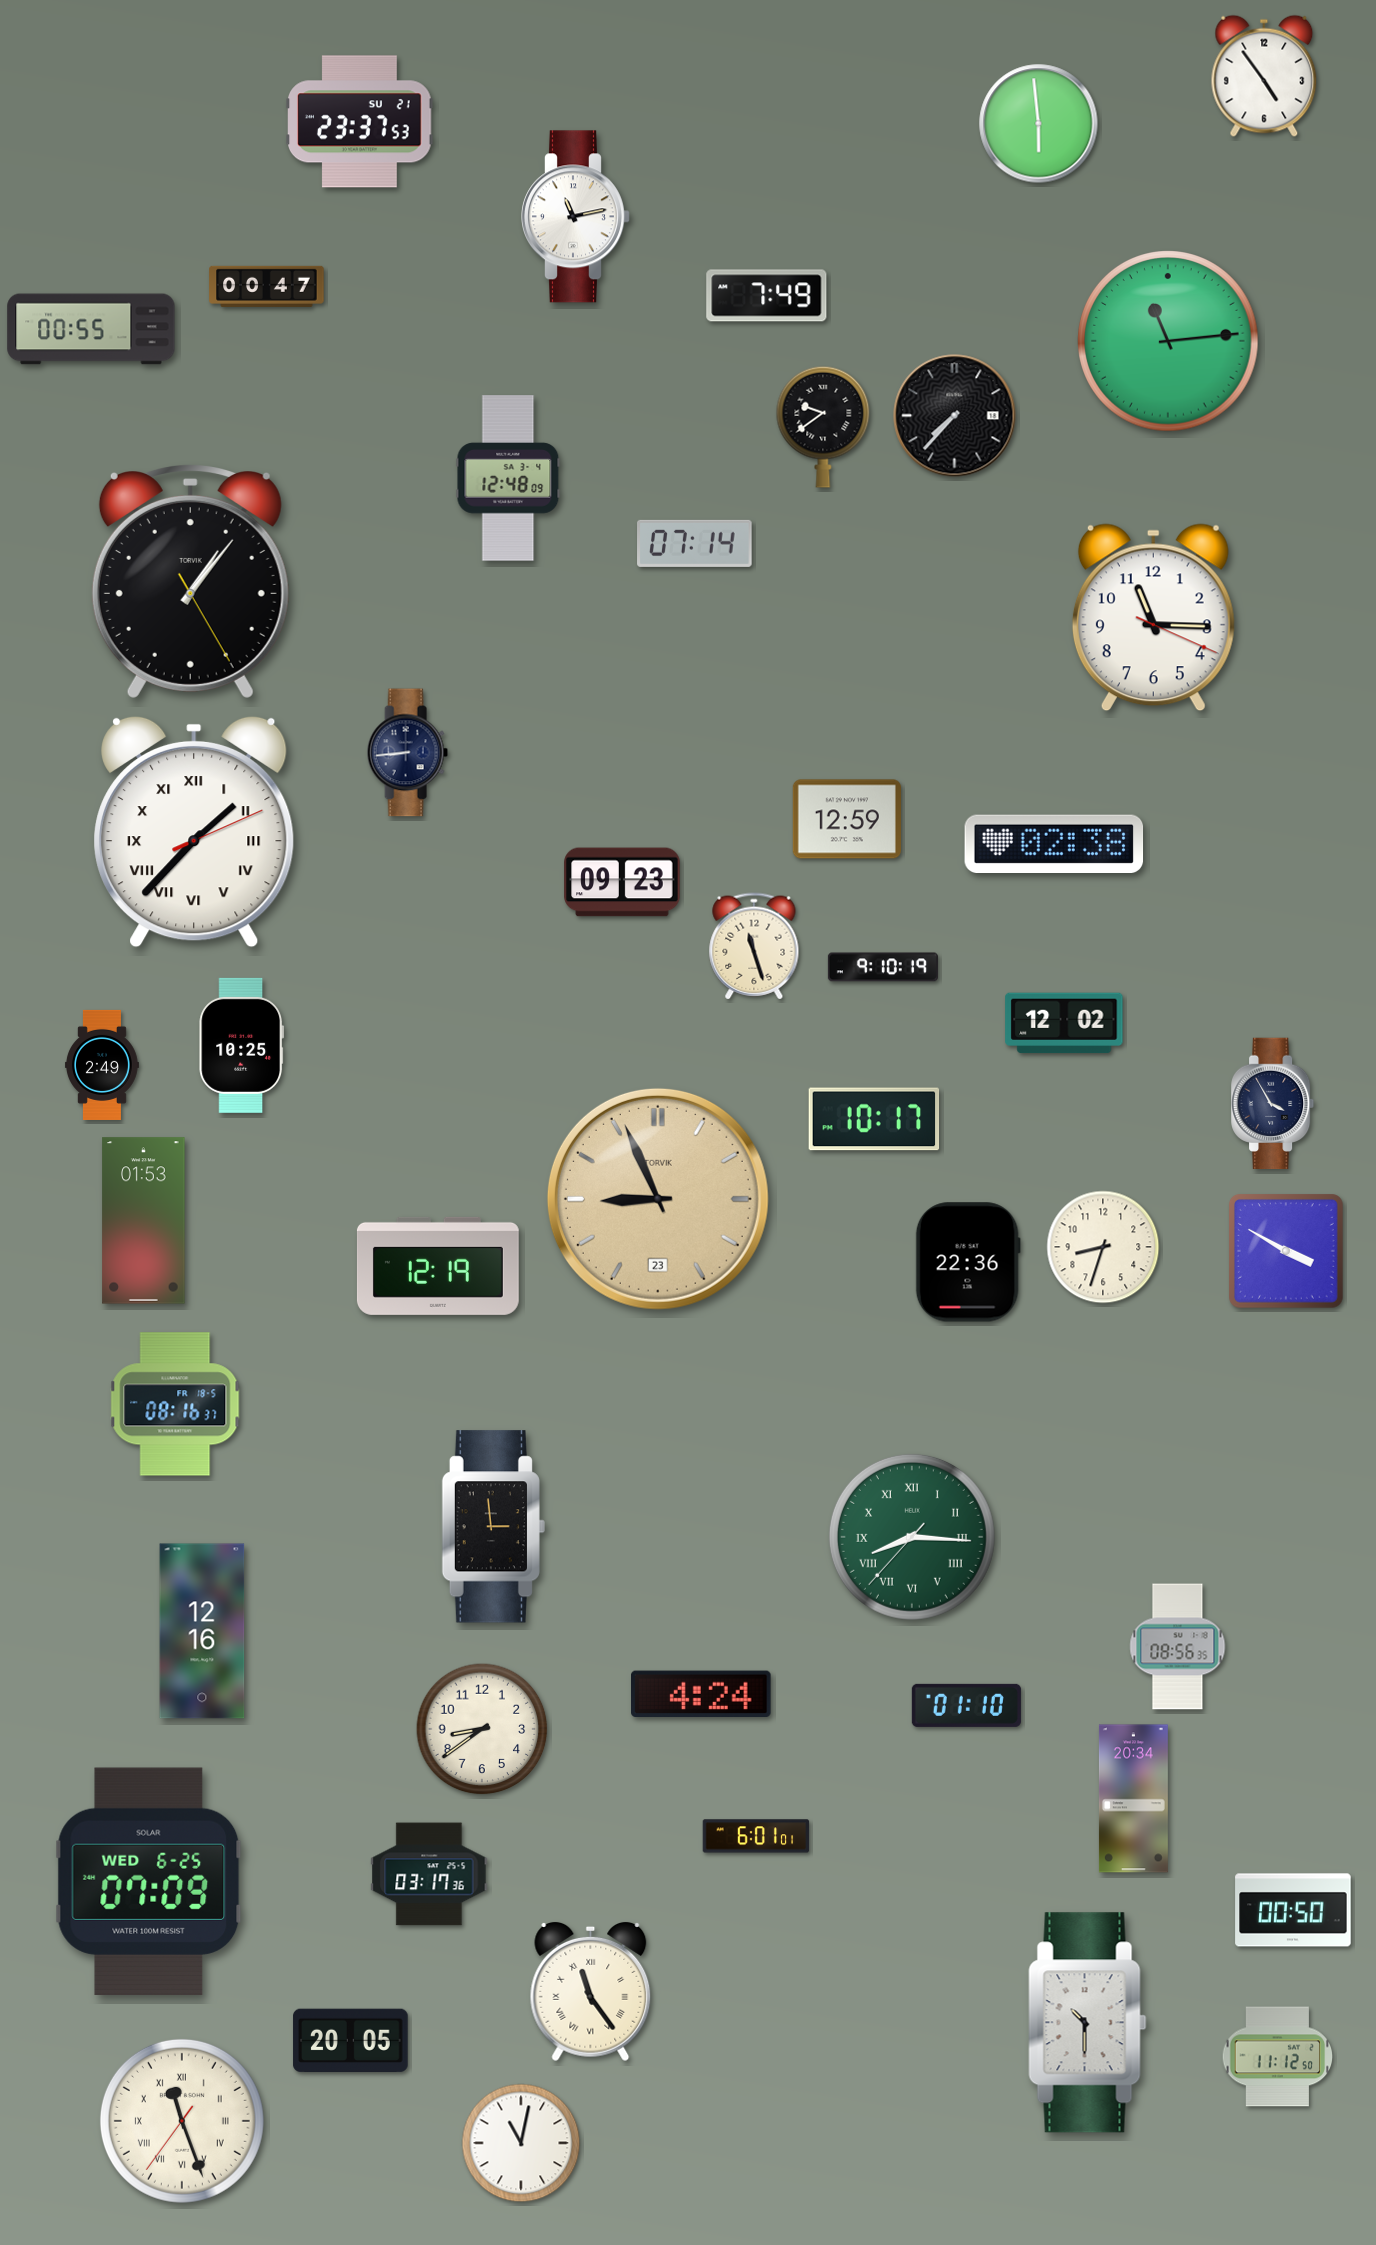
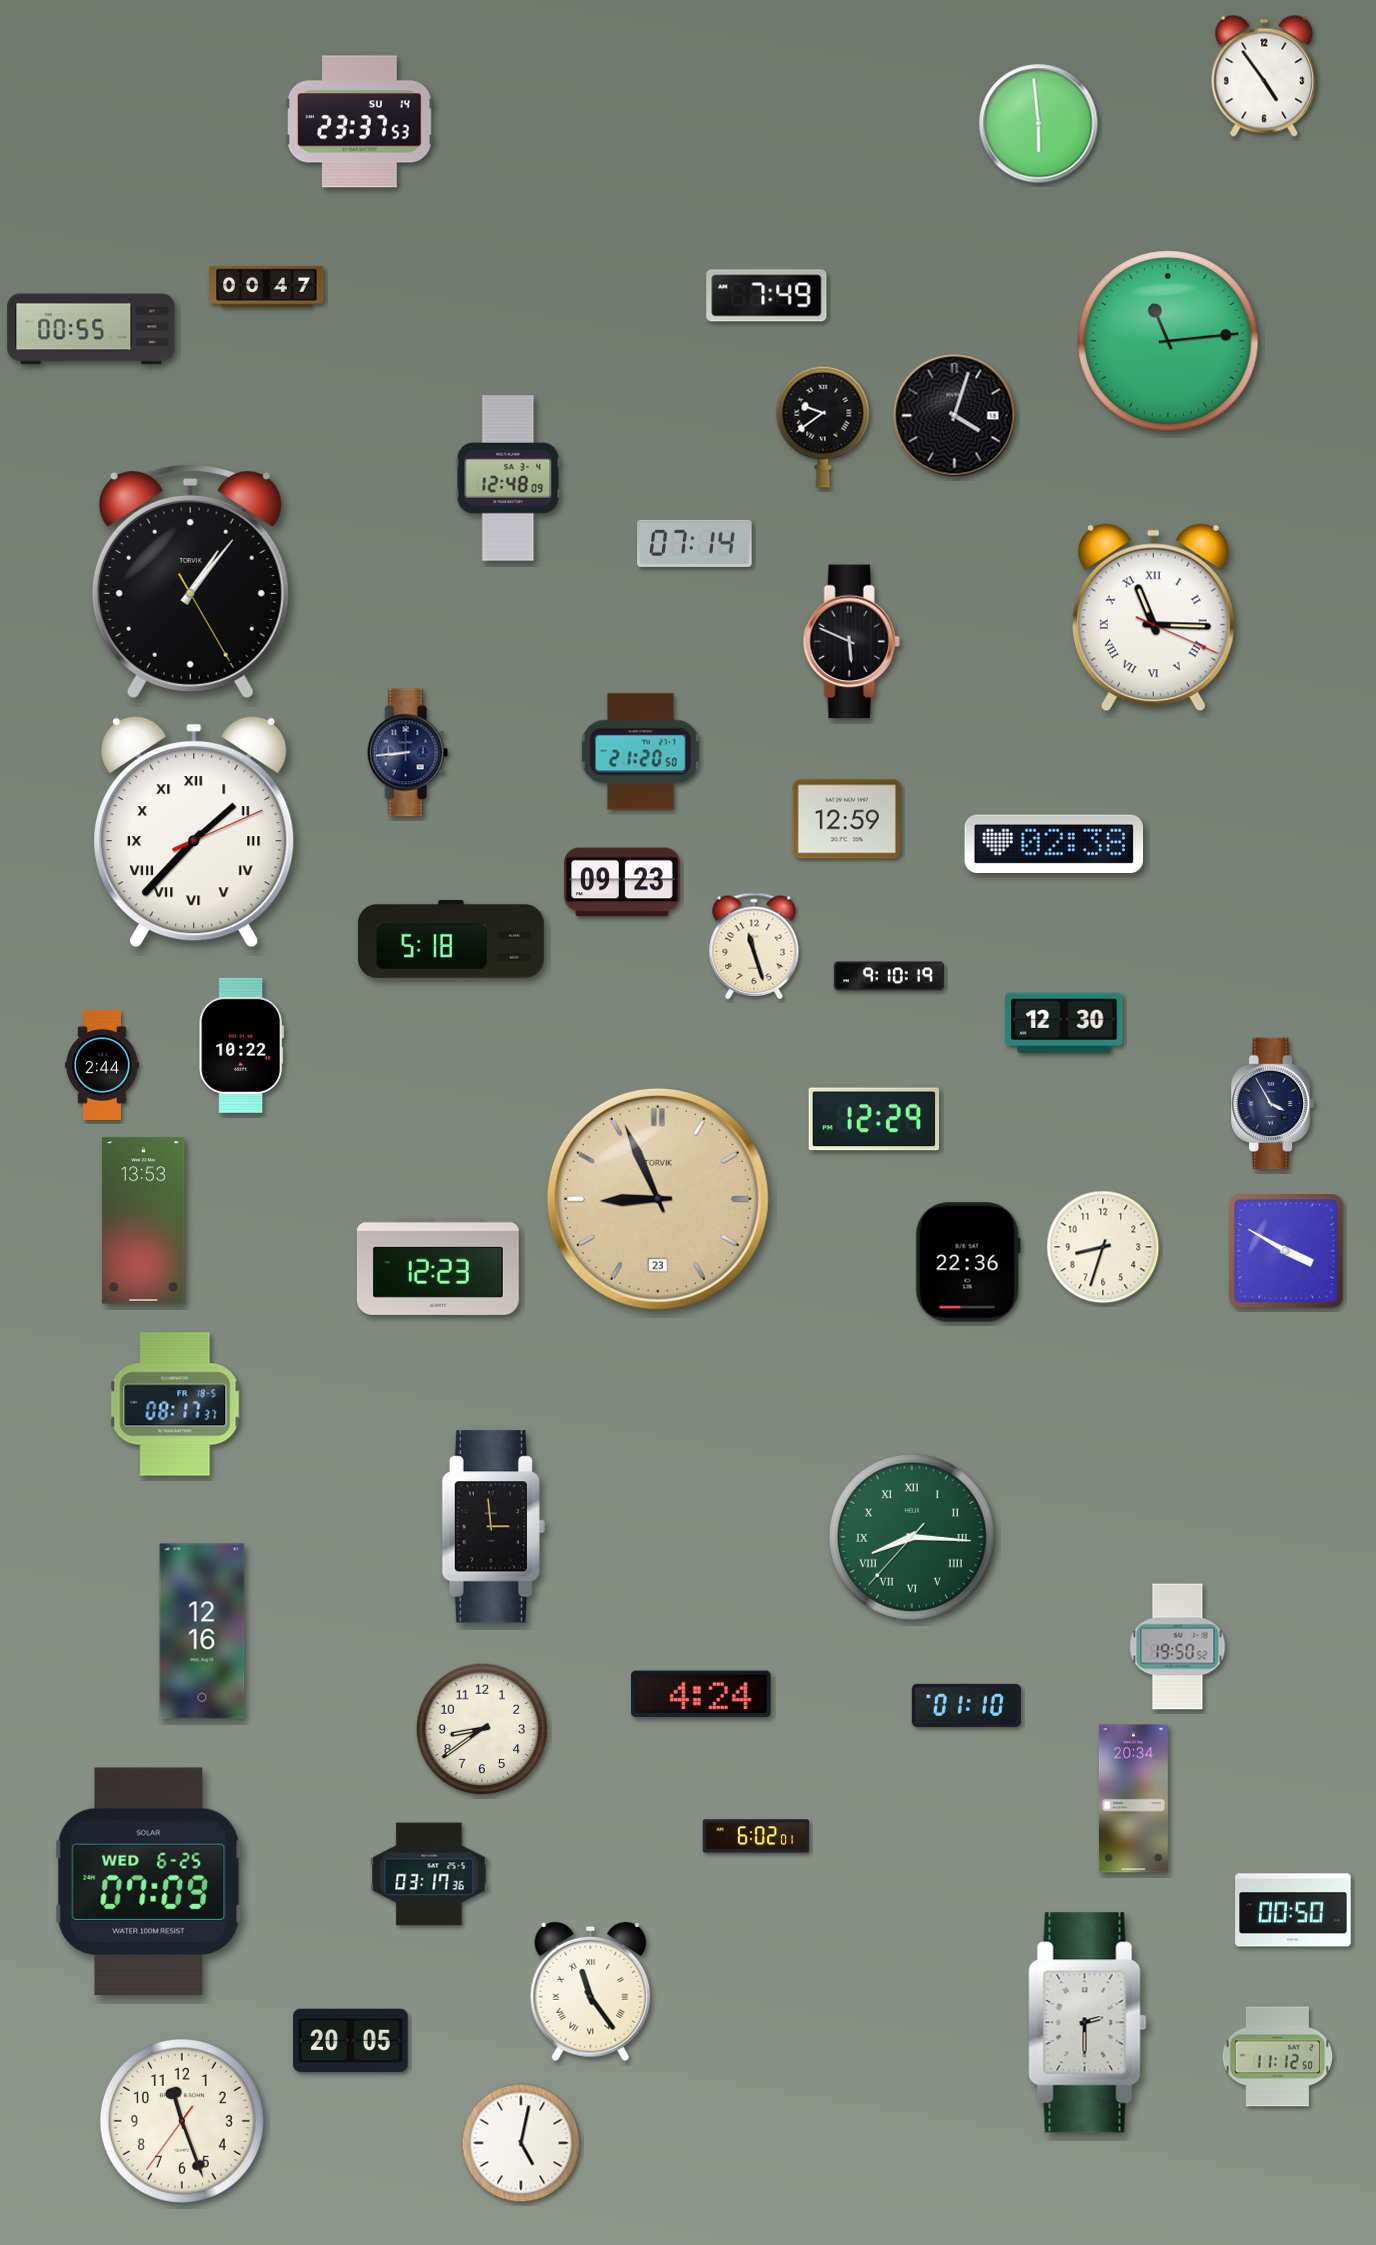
clock at (360, 122) date: SU 21 -> SU 14
clock at (576, 217): 11:13 -> none
clock at (955, 416): 7:37 -> 4:03
clock at (1153, 618) numerals: Arabic -> Roman
clock at (851, 642): none -> 5:49
clock at (640, 752): none -> 21:20
clock at (451, 939): none -> 5:18
clock at (883, 967) position: (883, 967) -> (889, 976)
clock at (1064, 1023): 12:02 -> 12:30
clock at (242, 1045): 10:25 -> 10:22
clock at (102, 1065): 2:49 -> 2:44
clock at (874, 1119): 10:17 -> 12:29
clock at (144, 1221): 01:53 -> 13:53
clock at (438, 1266): 12:19 -> 12:23
clock at (175, 1404): 08:16 -> 08:17
clock at (1178, 1647): 08:56 -> 19:50
clock at (756, 1836): 6:01 -> 6:02
clock at (1088, 2023): 10:30 -> 2:30
clock at (182, 2121) numerals: Roman -> Arabic
clock at (521, 2143): 11:02 -> 5:02
